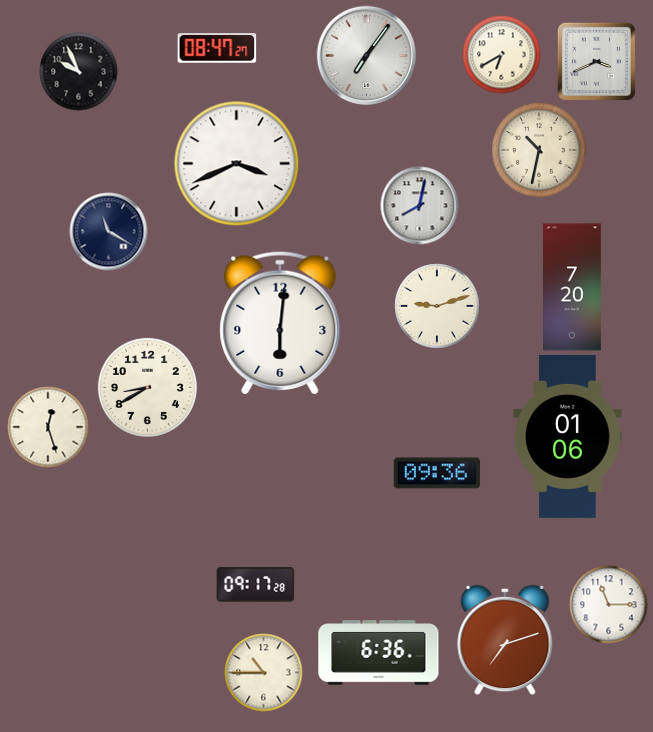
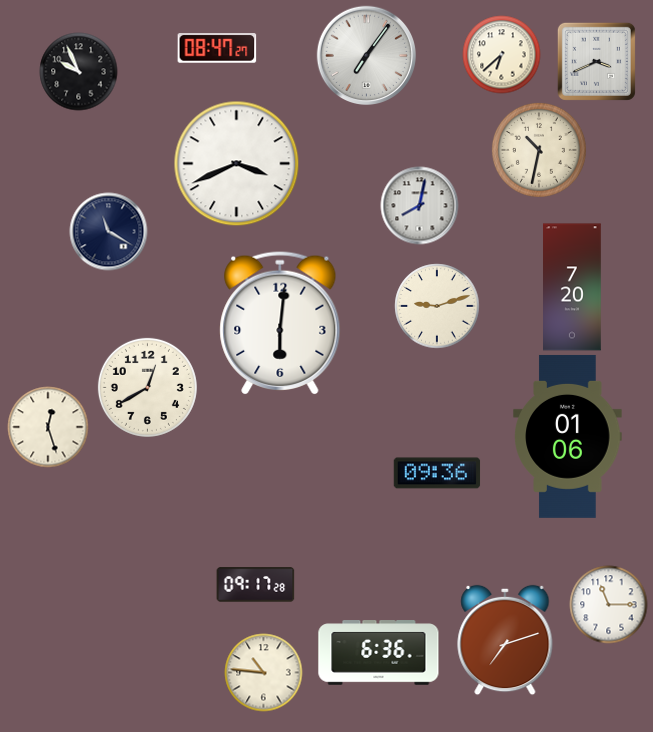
clock at (501, 54): 6:40 -> 6:38
clock at (147, 387): 8:40 -> 12:40
clock at (263, 672): 10:45 -> 10:46
